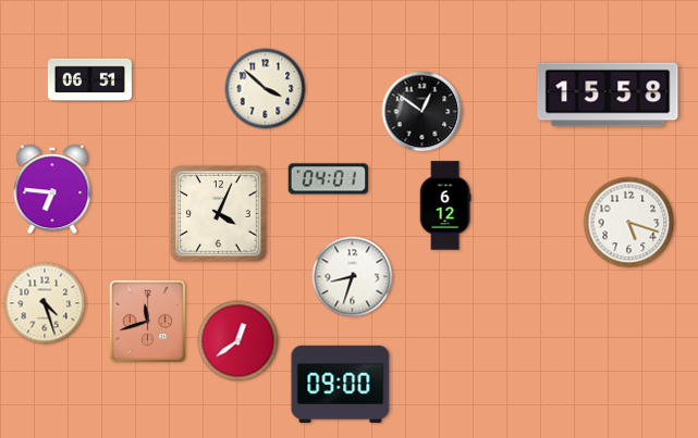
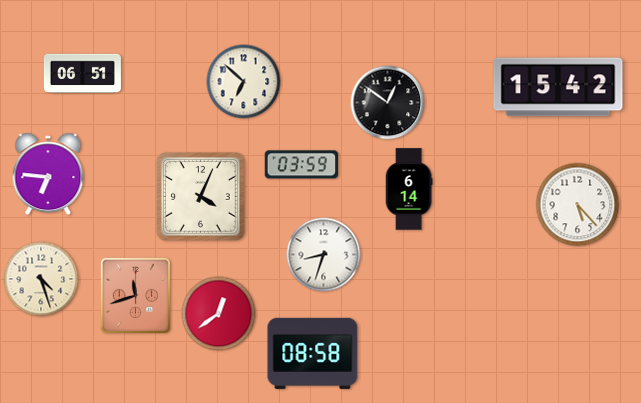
clock at (266, 89): 3:52 -> 6:52
clock at (608, 95): 15:58 -> 15:42
clock at (329, 179): 04:01 -> 03:59
clock at (445, 205): 6:12 -> 6:14
clock at (629, 223): 5:18 -> 5:23
clock at (341, 384): 09:00 -> 08:58
